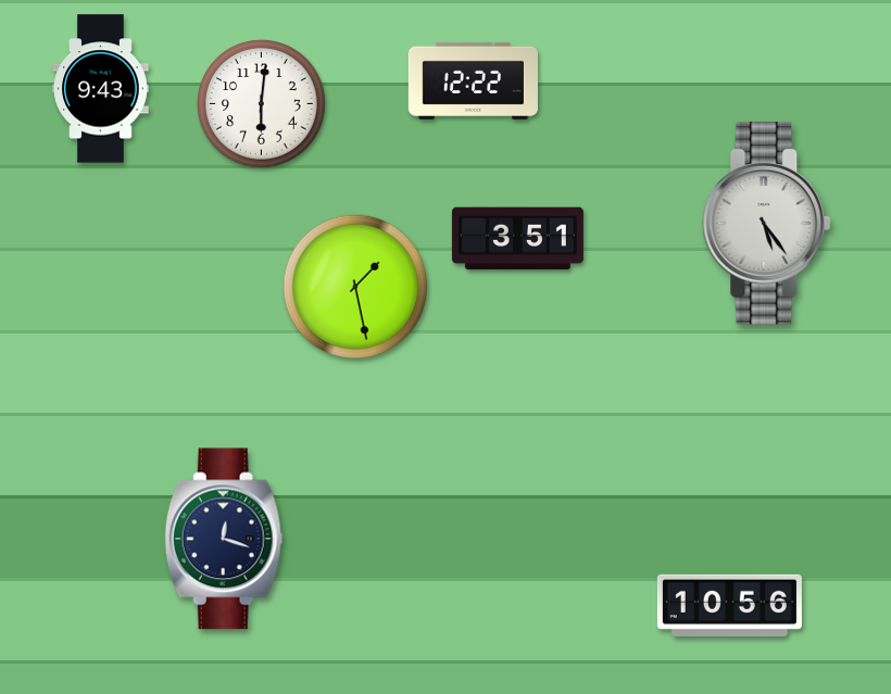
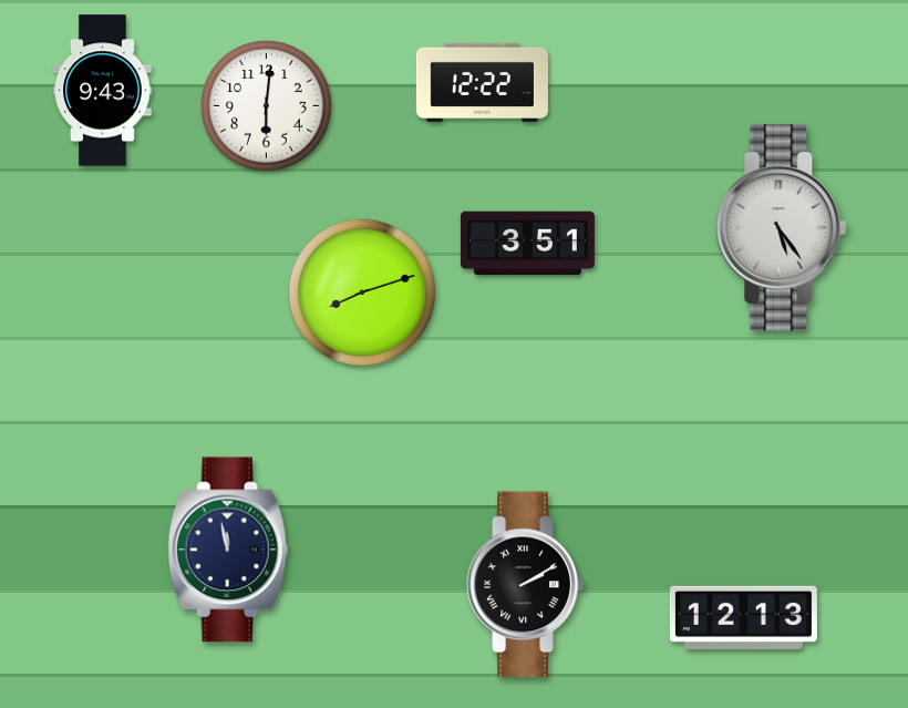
clock at (355, 287): 1:28 -> 8:12
clock at (224, 539): 12:18 -> 11:58
clock at (526, 585): none -> 2:10
clock at (729, 605): 10:56 -> 12:13
